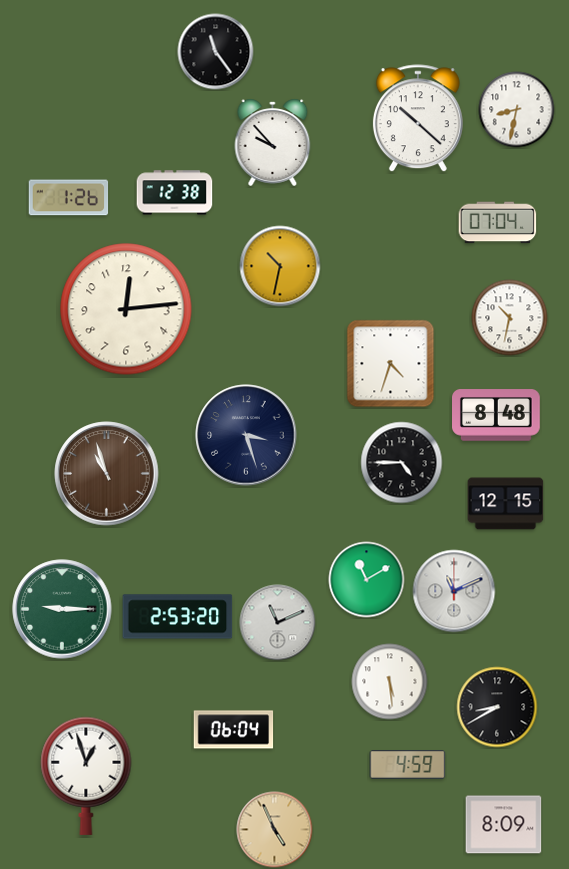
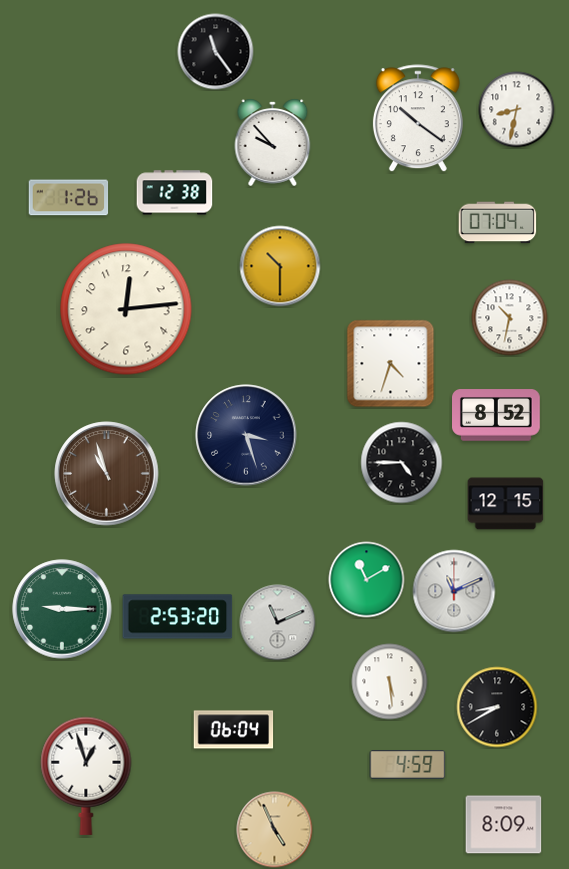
clock at (418, 119): 10:22 -> 10:21
clock at (280, 266): 10:32 -> 10:30
clock at (497, 415): 8:48 -> 8:52
